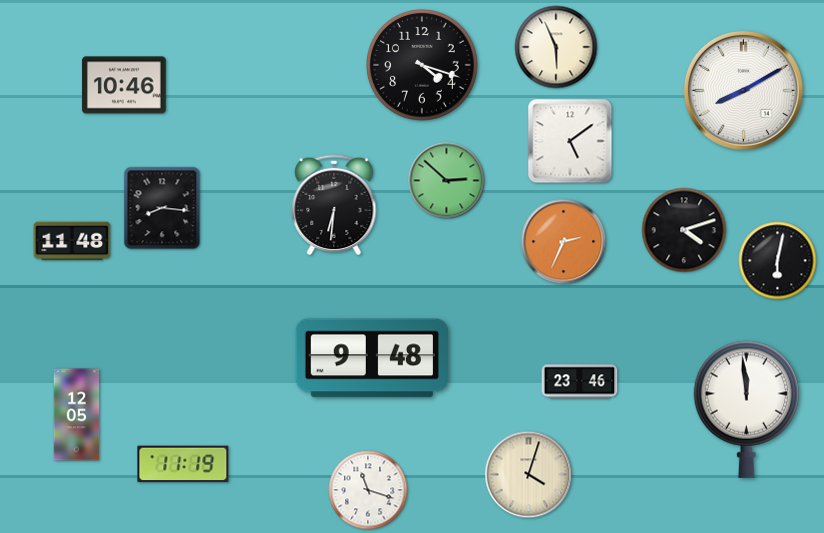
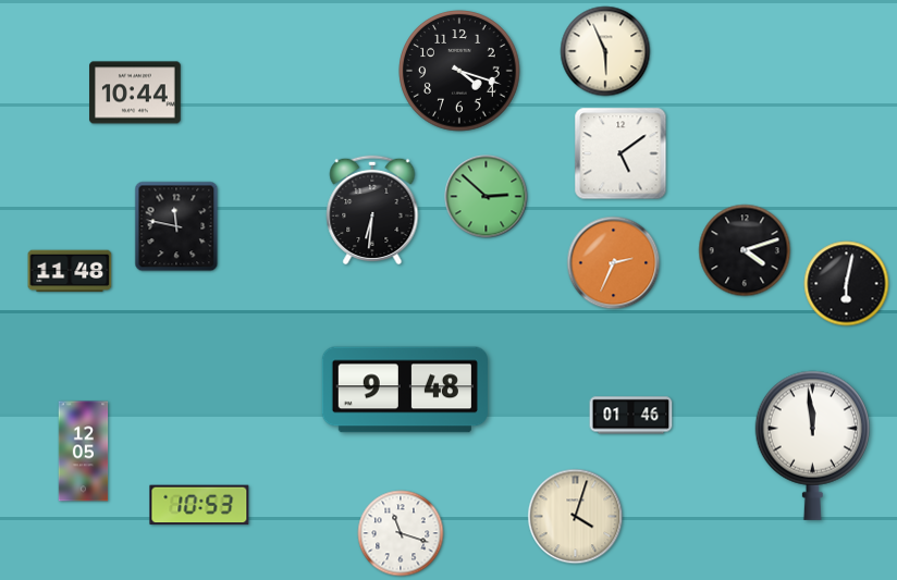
clock at (124, 85): 10:46 -> 10:44
clock at (743, 90): 8:10 -> none
clock at (334, 205) position: (334, 205) -> (372, 210)
clock at (162, 208): 8:16 -> 11:47
clock at (72, 241) position: (72, 241) -> (70, 271)
clock at (580, 382): 23:46 -> 01:46
clock at (183, 464): 11:19 -> 10:53
